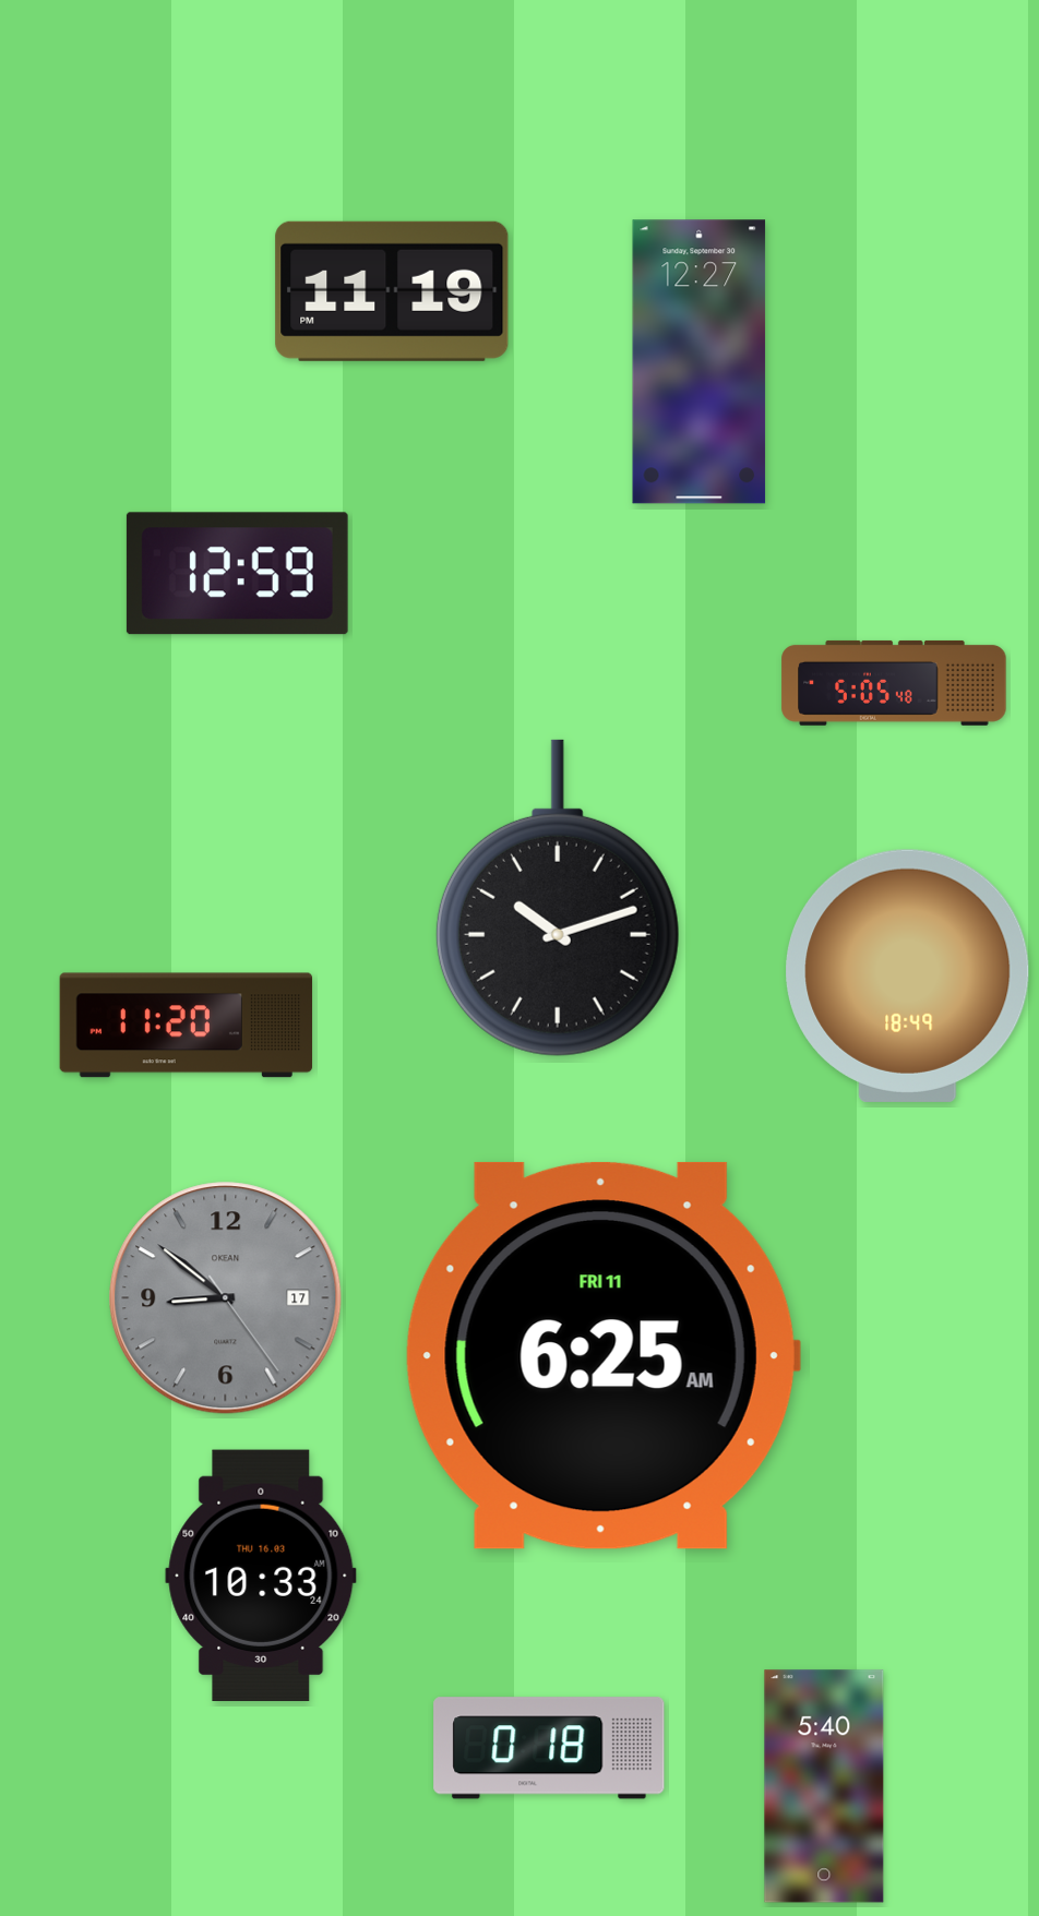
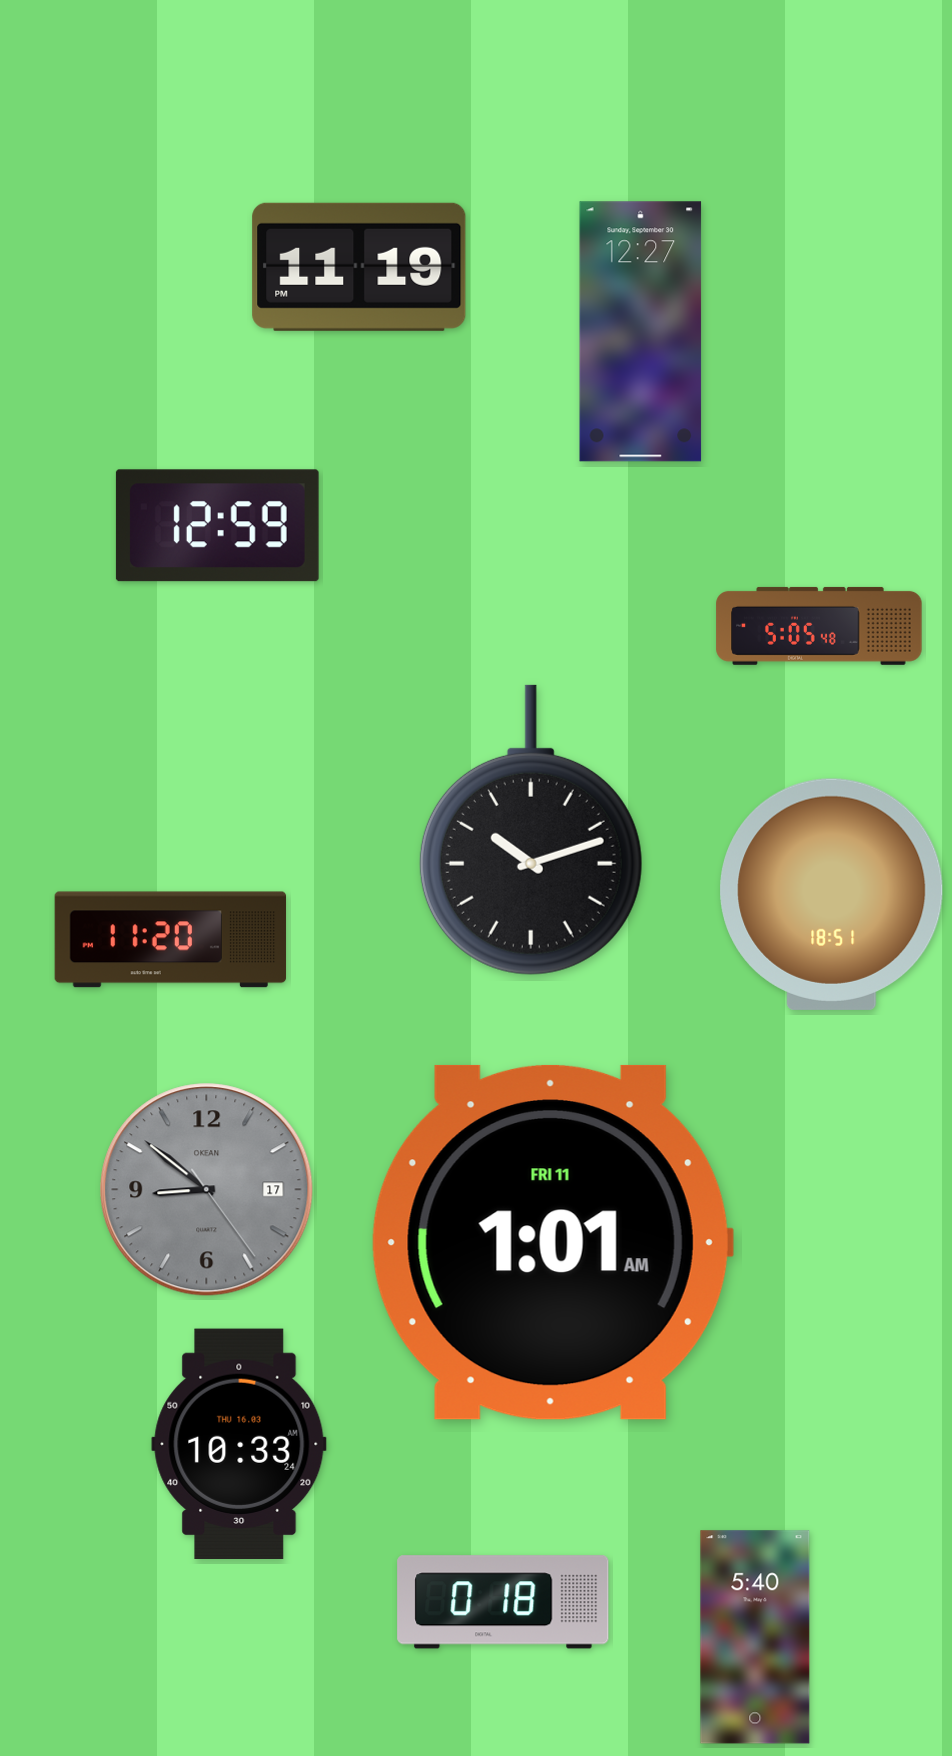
clock at (558, 898) position: (558, 898) -> (531, 830)
clock at (908, 975): 18:49 -> 18:51
clock at (602, 1355): 6:25 -> 1:01
